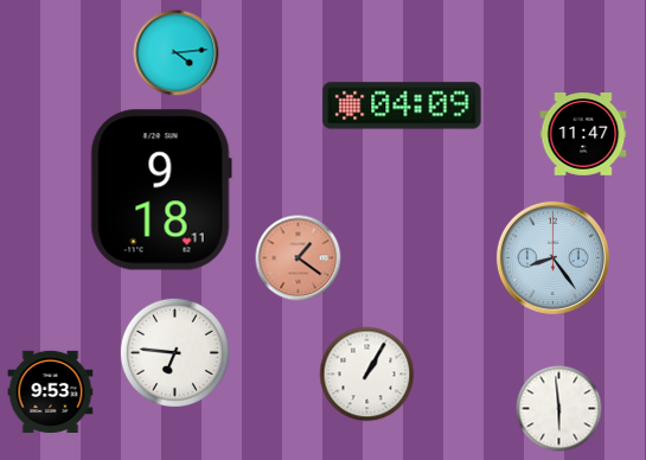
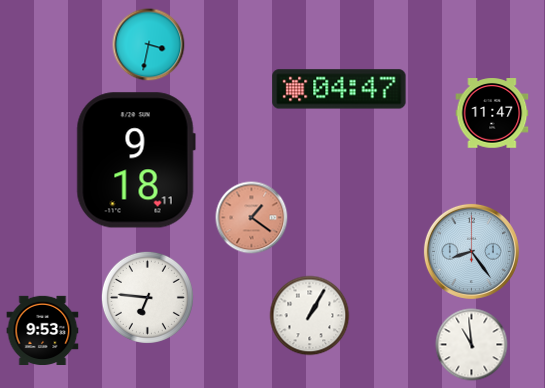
clock at (177, 53): 4:14 -> 3:32
clock at (402, 106): 04:09 -> 04:47
clock at (552, 257) position: (552, 257) -> (471, 251)
clock at (559, 409): 5:59 -> 10:59
